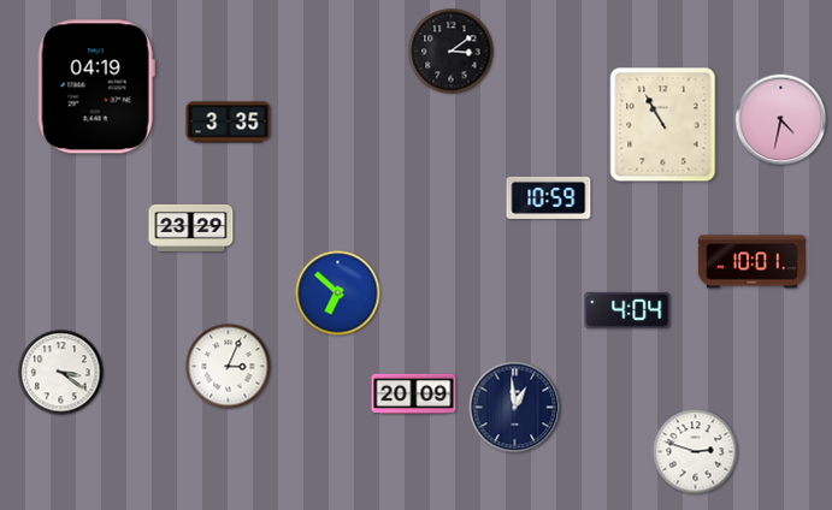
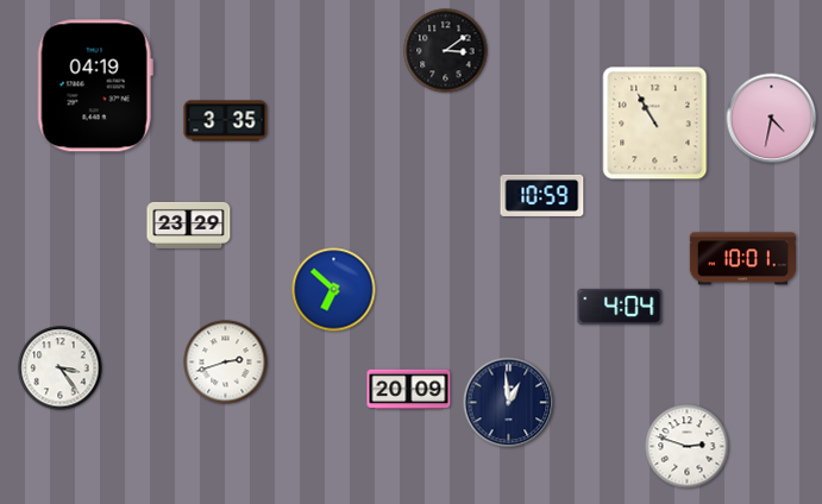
clock at (229, 367): 3:04 -> 2:42
clock at (61, 373): 3:21 -> 3:24
